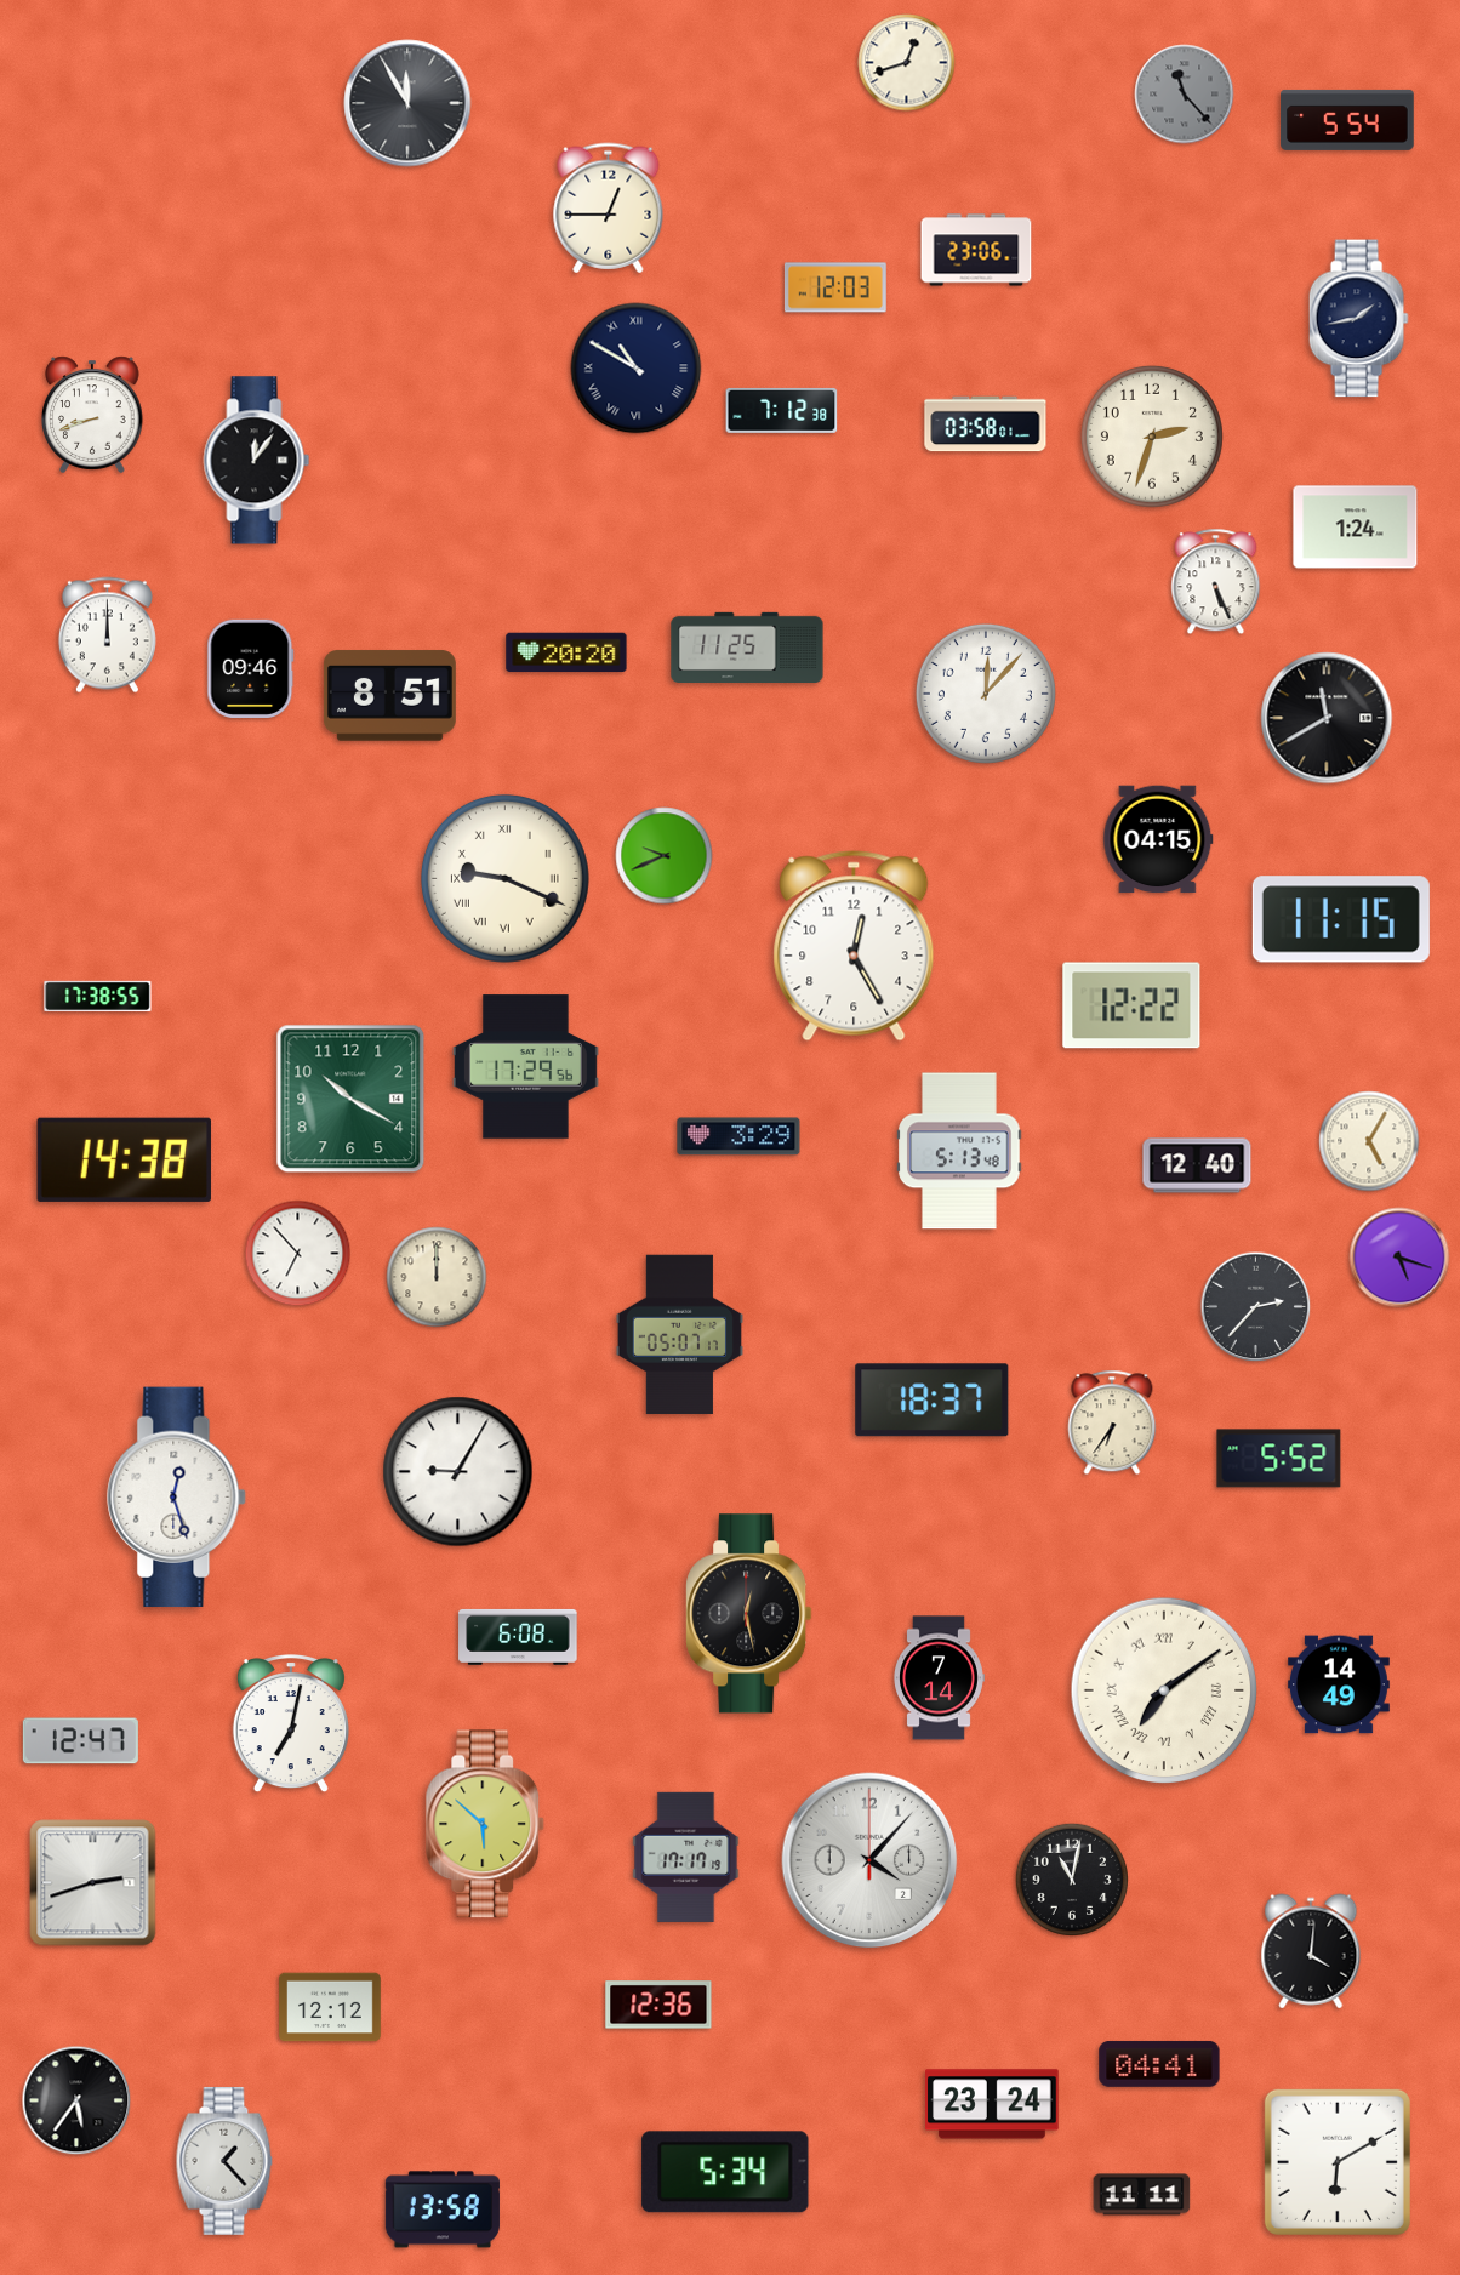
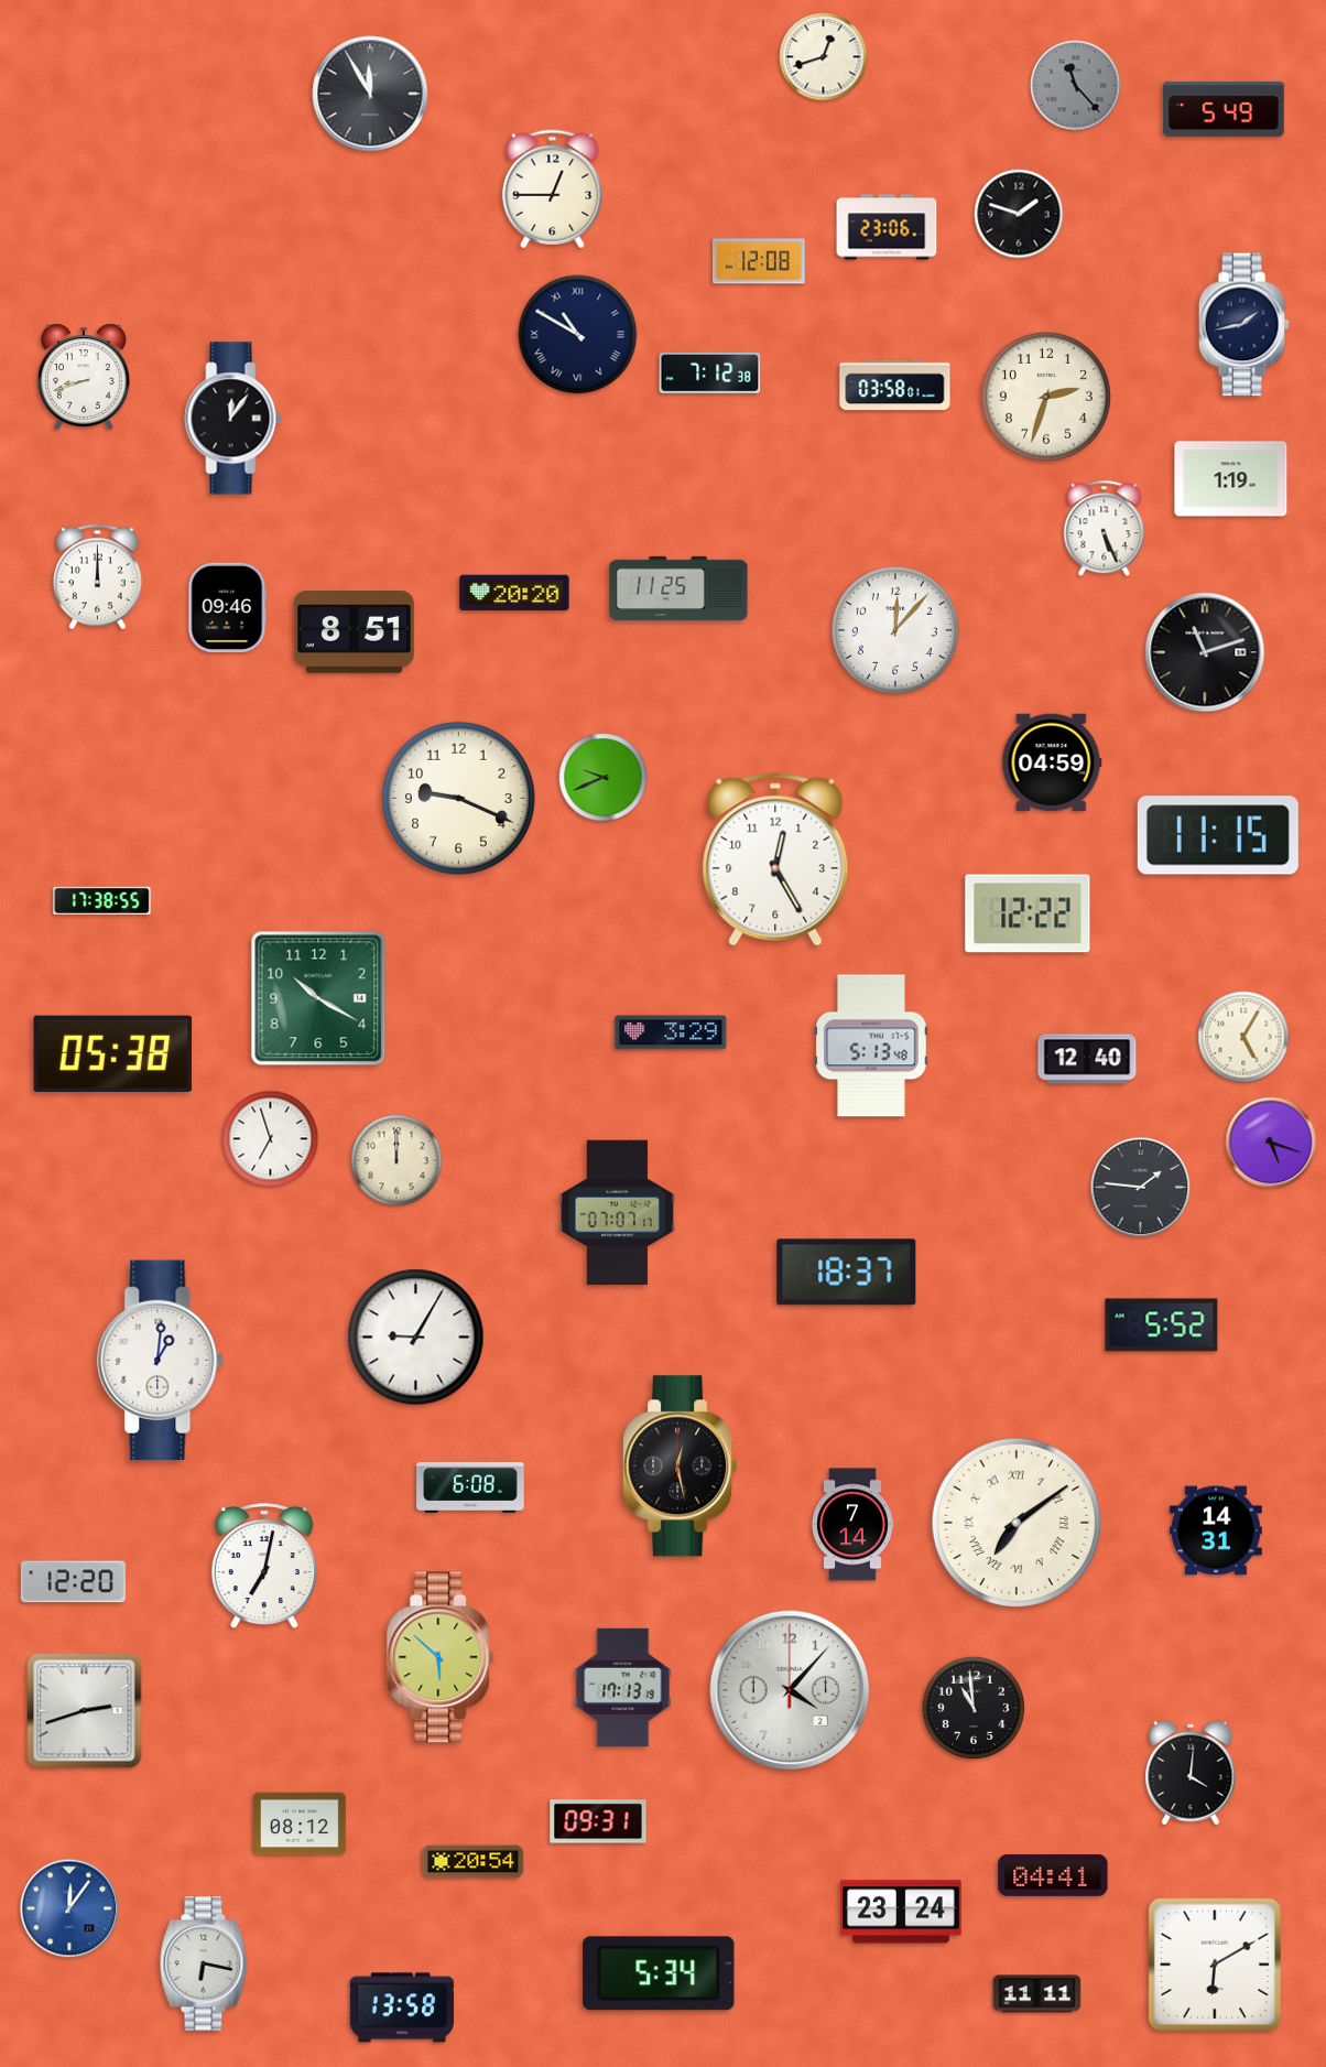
clock at (1347, 120): 5:54 -> 5:49
clock at (1019, 214): none -> 1:48
clock at (835, 287): 12:03 -> 12:08
clock at (1358, 319) position: (1358, 319) -> (1243, 325)
clock at (1356, 528): 1:24 -> 1:19
clock at (1327, 718): 11:40 -> 11:12
clock at (1158, 839): 04:15 -> 04:59
clock at (504, 878) numerals: Roman -> Arabic
clock at (98, 996) position: (98, 996) -> (102, 900)
clock at (525, 1067): 17:29 -> none
clock at (124, 1159): 14:38 -> 05:38
clock at (298, 1254): 6:53 -> 6:57
clock at (1256, 1307): 2:37 -> 1:46
clock at (679, 1335): 05:07 -> 07:07
clock at (1112, 1422): 6:36 -> none
clock at (177, 1498): 12:27 -> 1:01
clock at (1340, 1684): 14:49 -> 14:31
clock at (1164, 1690) position: (1164, 1690) -> (1017, 1523)
clock at (80, 1741): 12:47 -> 12:20
clock at (686, 1857): 17:17 -> 17:13
clock at (1071, 1878): 11:02 -> 10:59
clock at (658, 2005): 12:36 -> 09:31
clock at (331, 2007): 12:12 -> 08:12
clock at (474, 1862): none -> 20:54
clock at (76, 2100): 5:36 -> 12:06
clock at (76, 2100) dial: black -> blue
clock at (224, 2161): 1:23 -> 6:17
